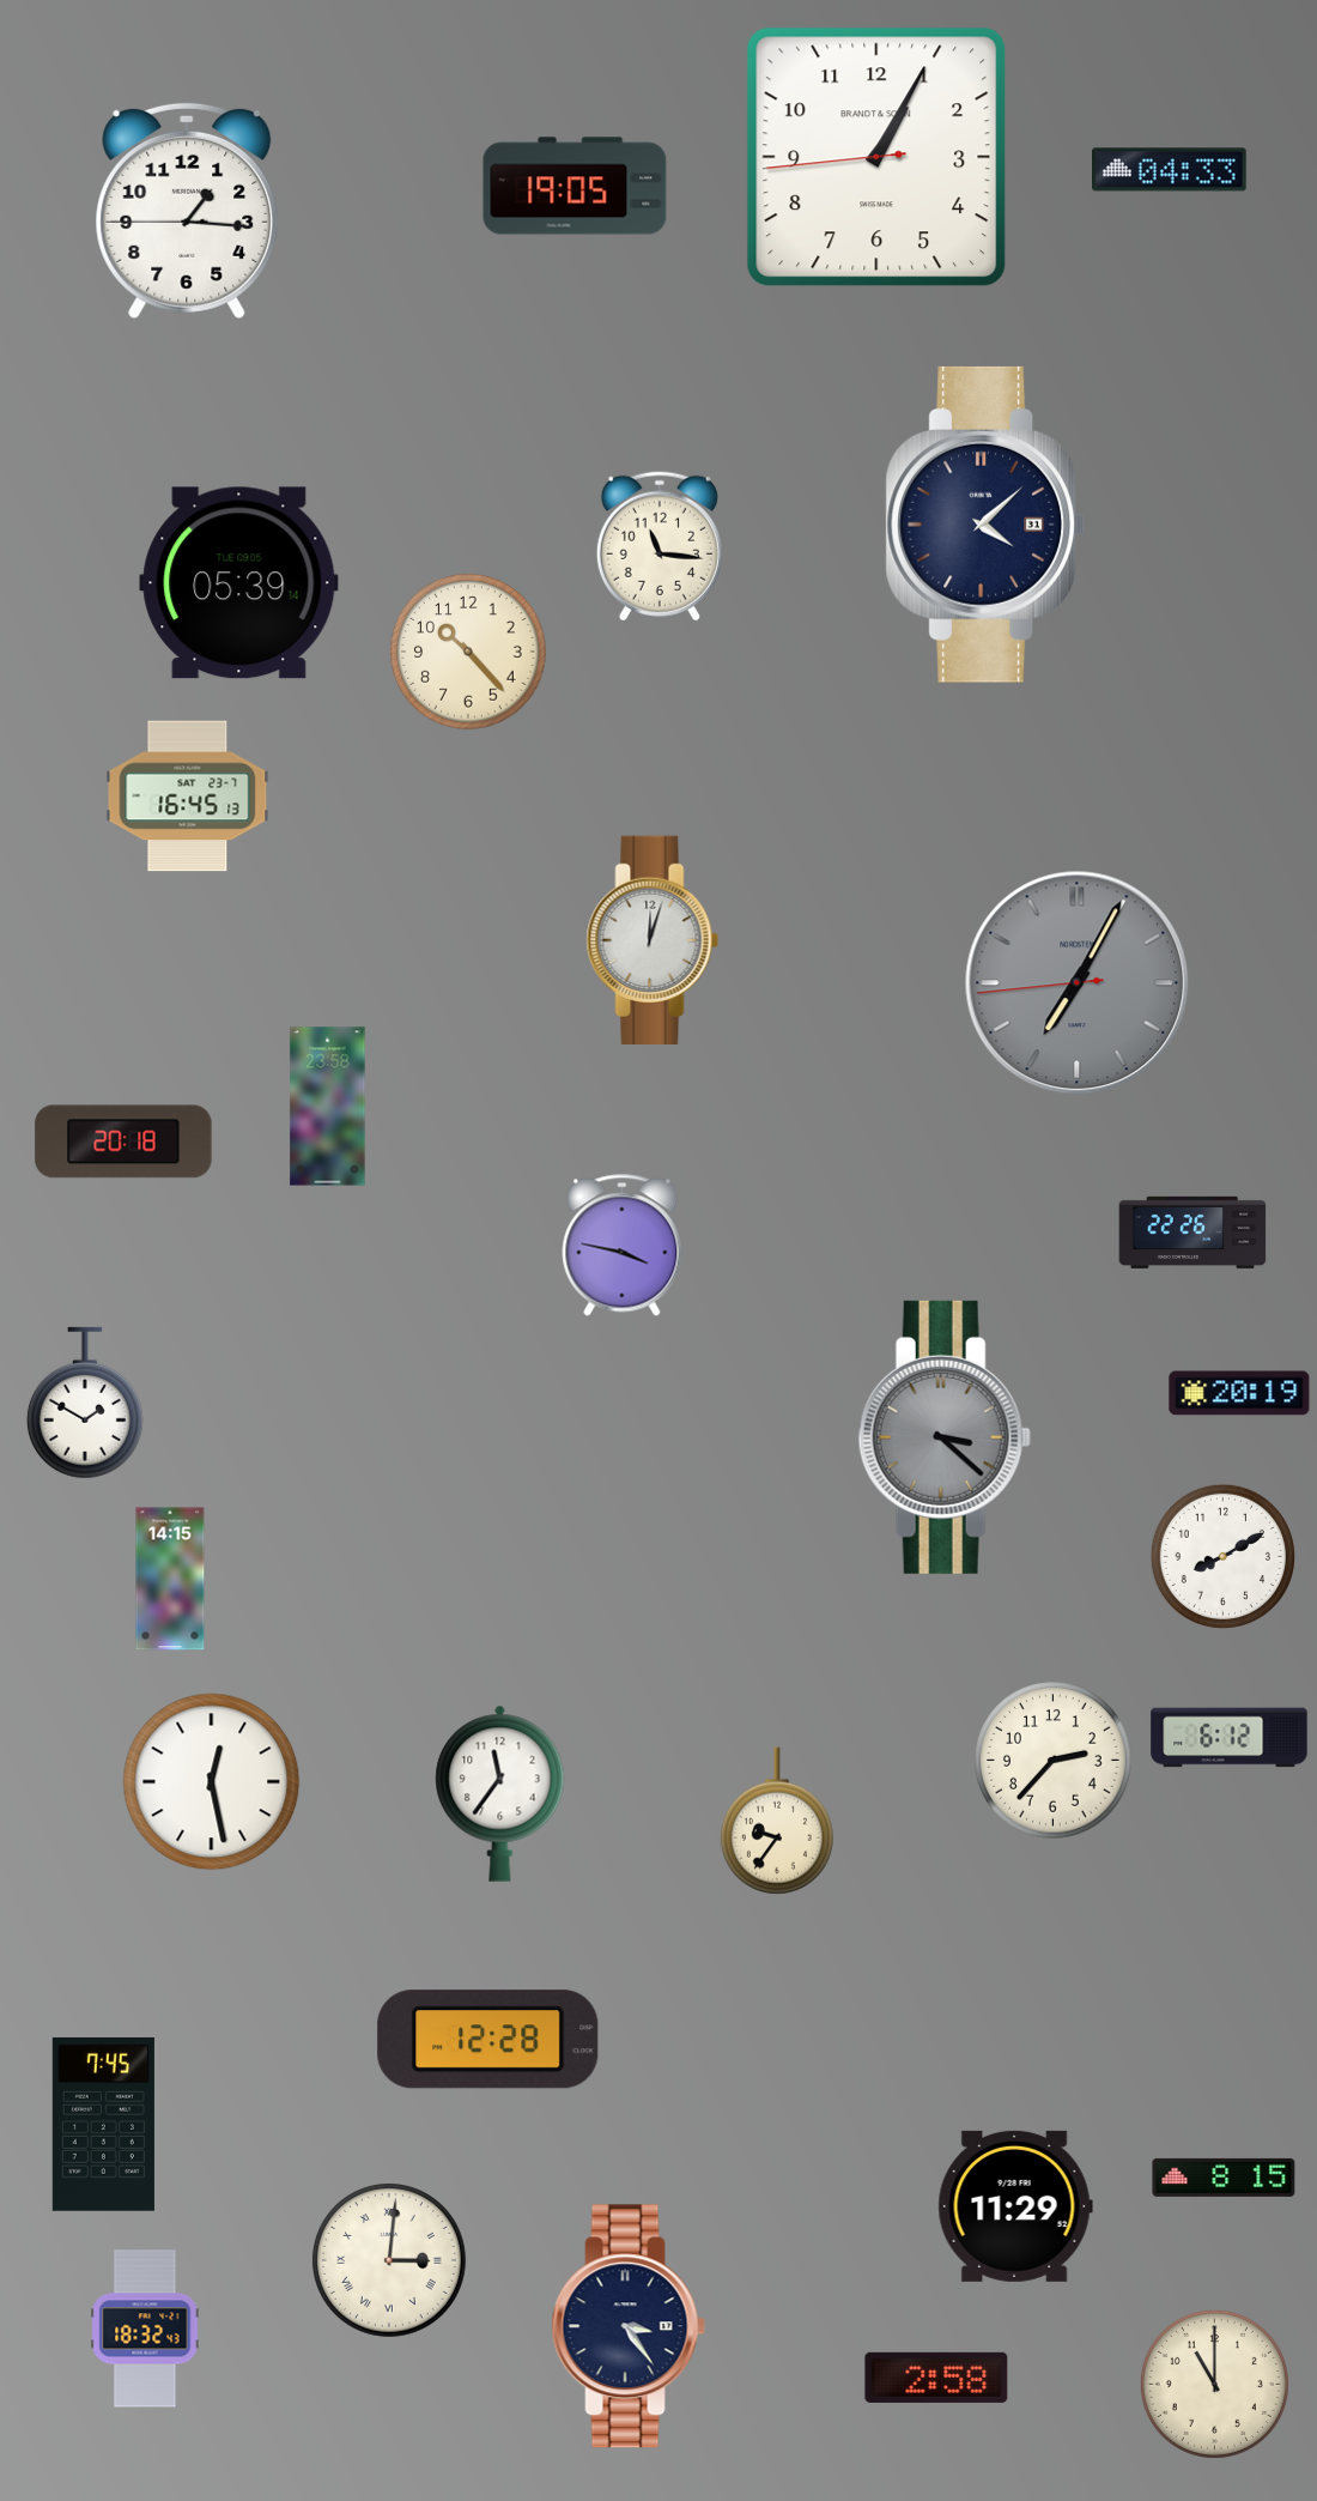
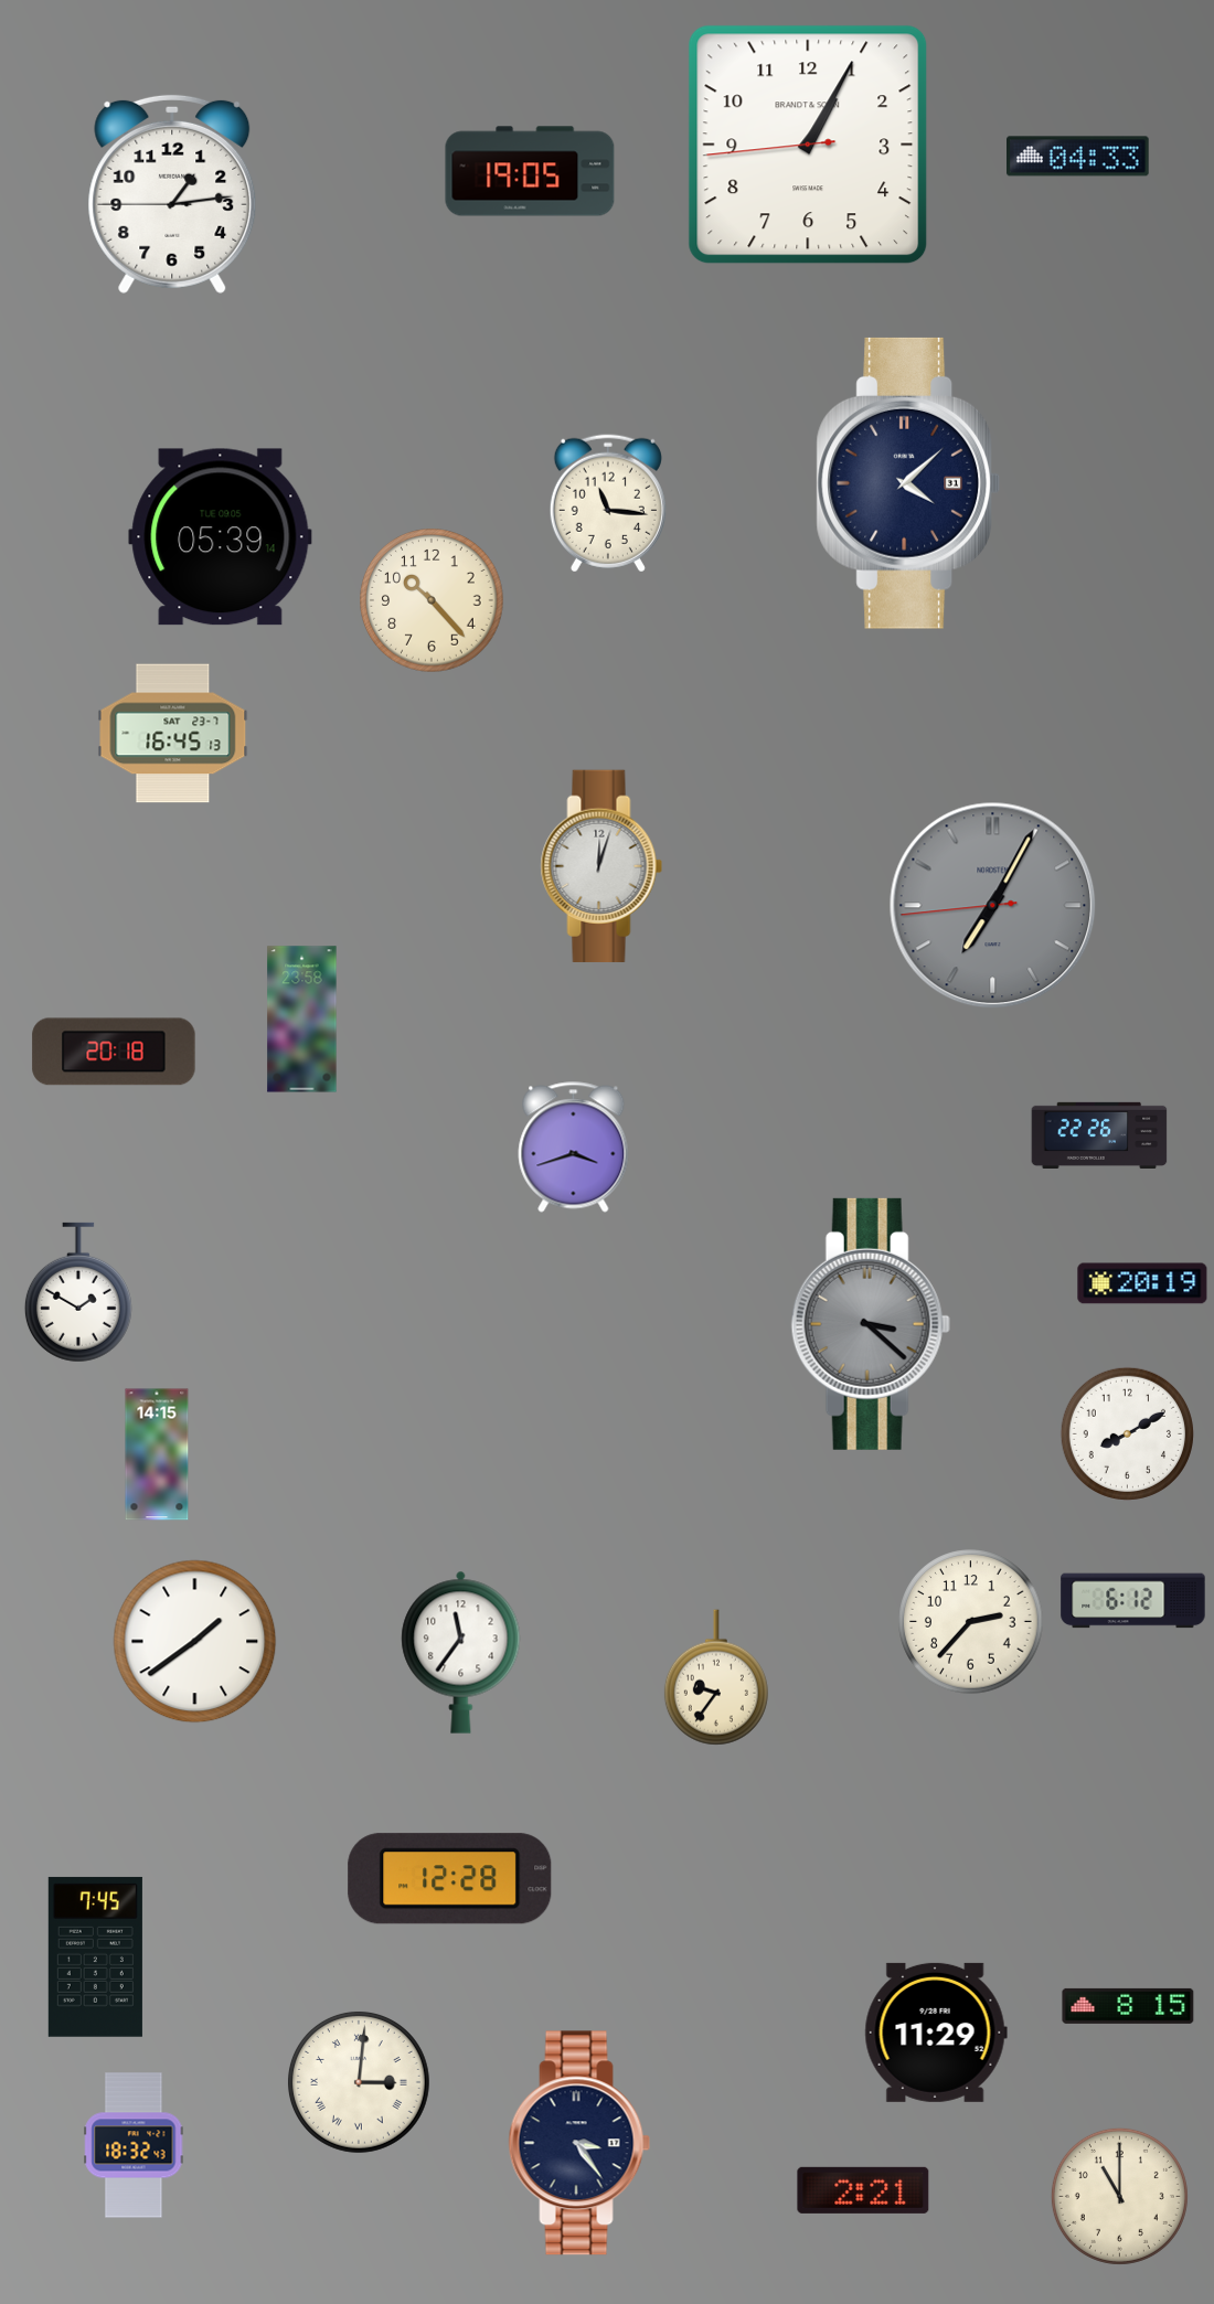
clock at (187, 211): 1:15 -> 1:13
clock at (623, 1246): 3:47 -> 3:42
clock at (212, 1782): 12:28 -> 1:39
clock at (936, 2378): 2:58 -> 2:21
